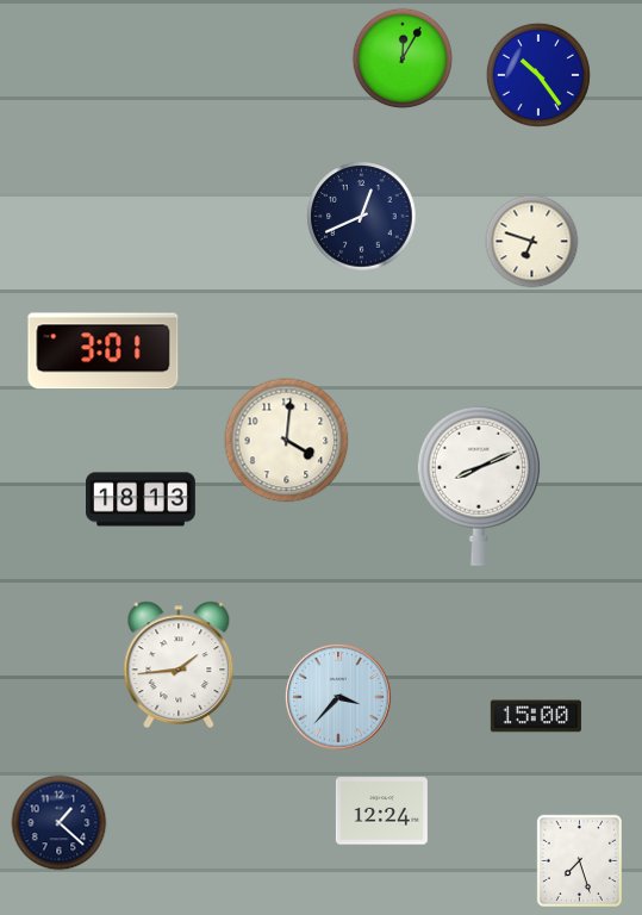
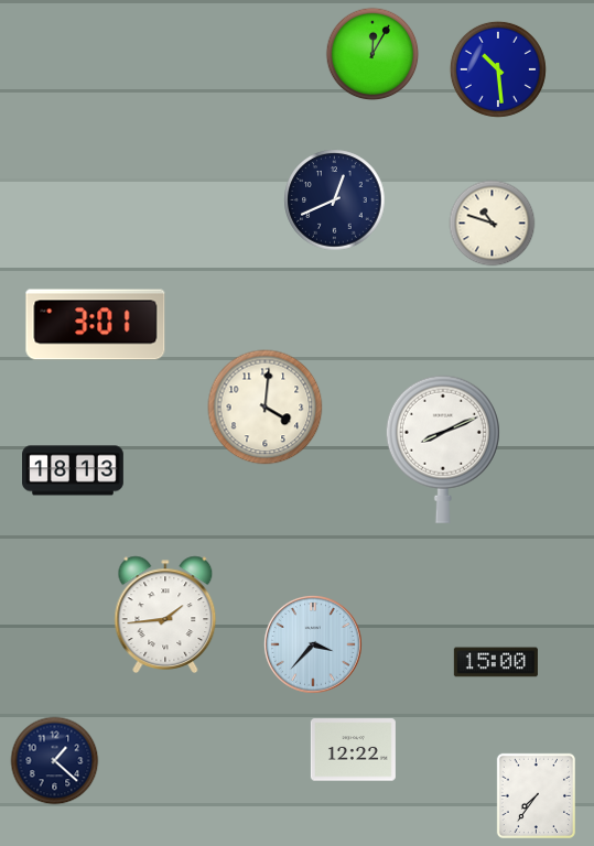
clock at (538, 75): 10:24 -> 10:29
clock at (532, 242): 6:48 -> 10:48
clock at (142, 499) position: (142, 499) -> (74, 470)
clock at (381, 811): 12:24 -> 12:22
clock at (579, 860): 7:27 -> 7:36
